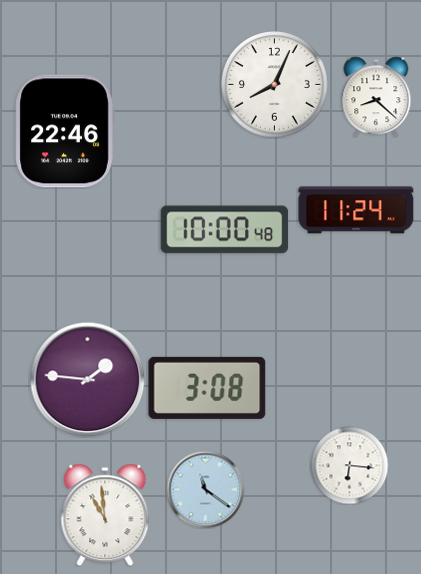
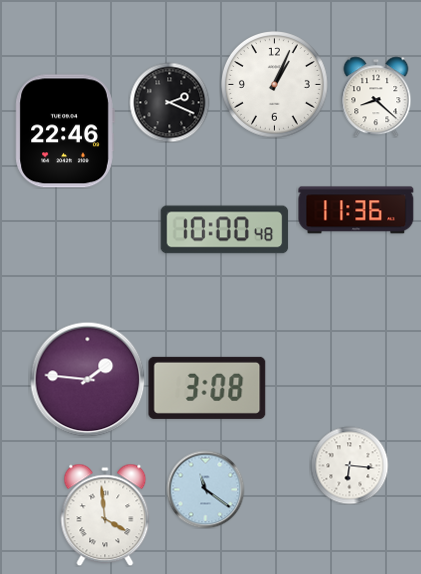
clock at (275, 85): 8:04 -> 1:04
clock at (169, 102): none -> 2:19
clock at (356, 210): 11:24 -> 11:36
clock at (105, 515): 10:59 -> 3:59
